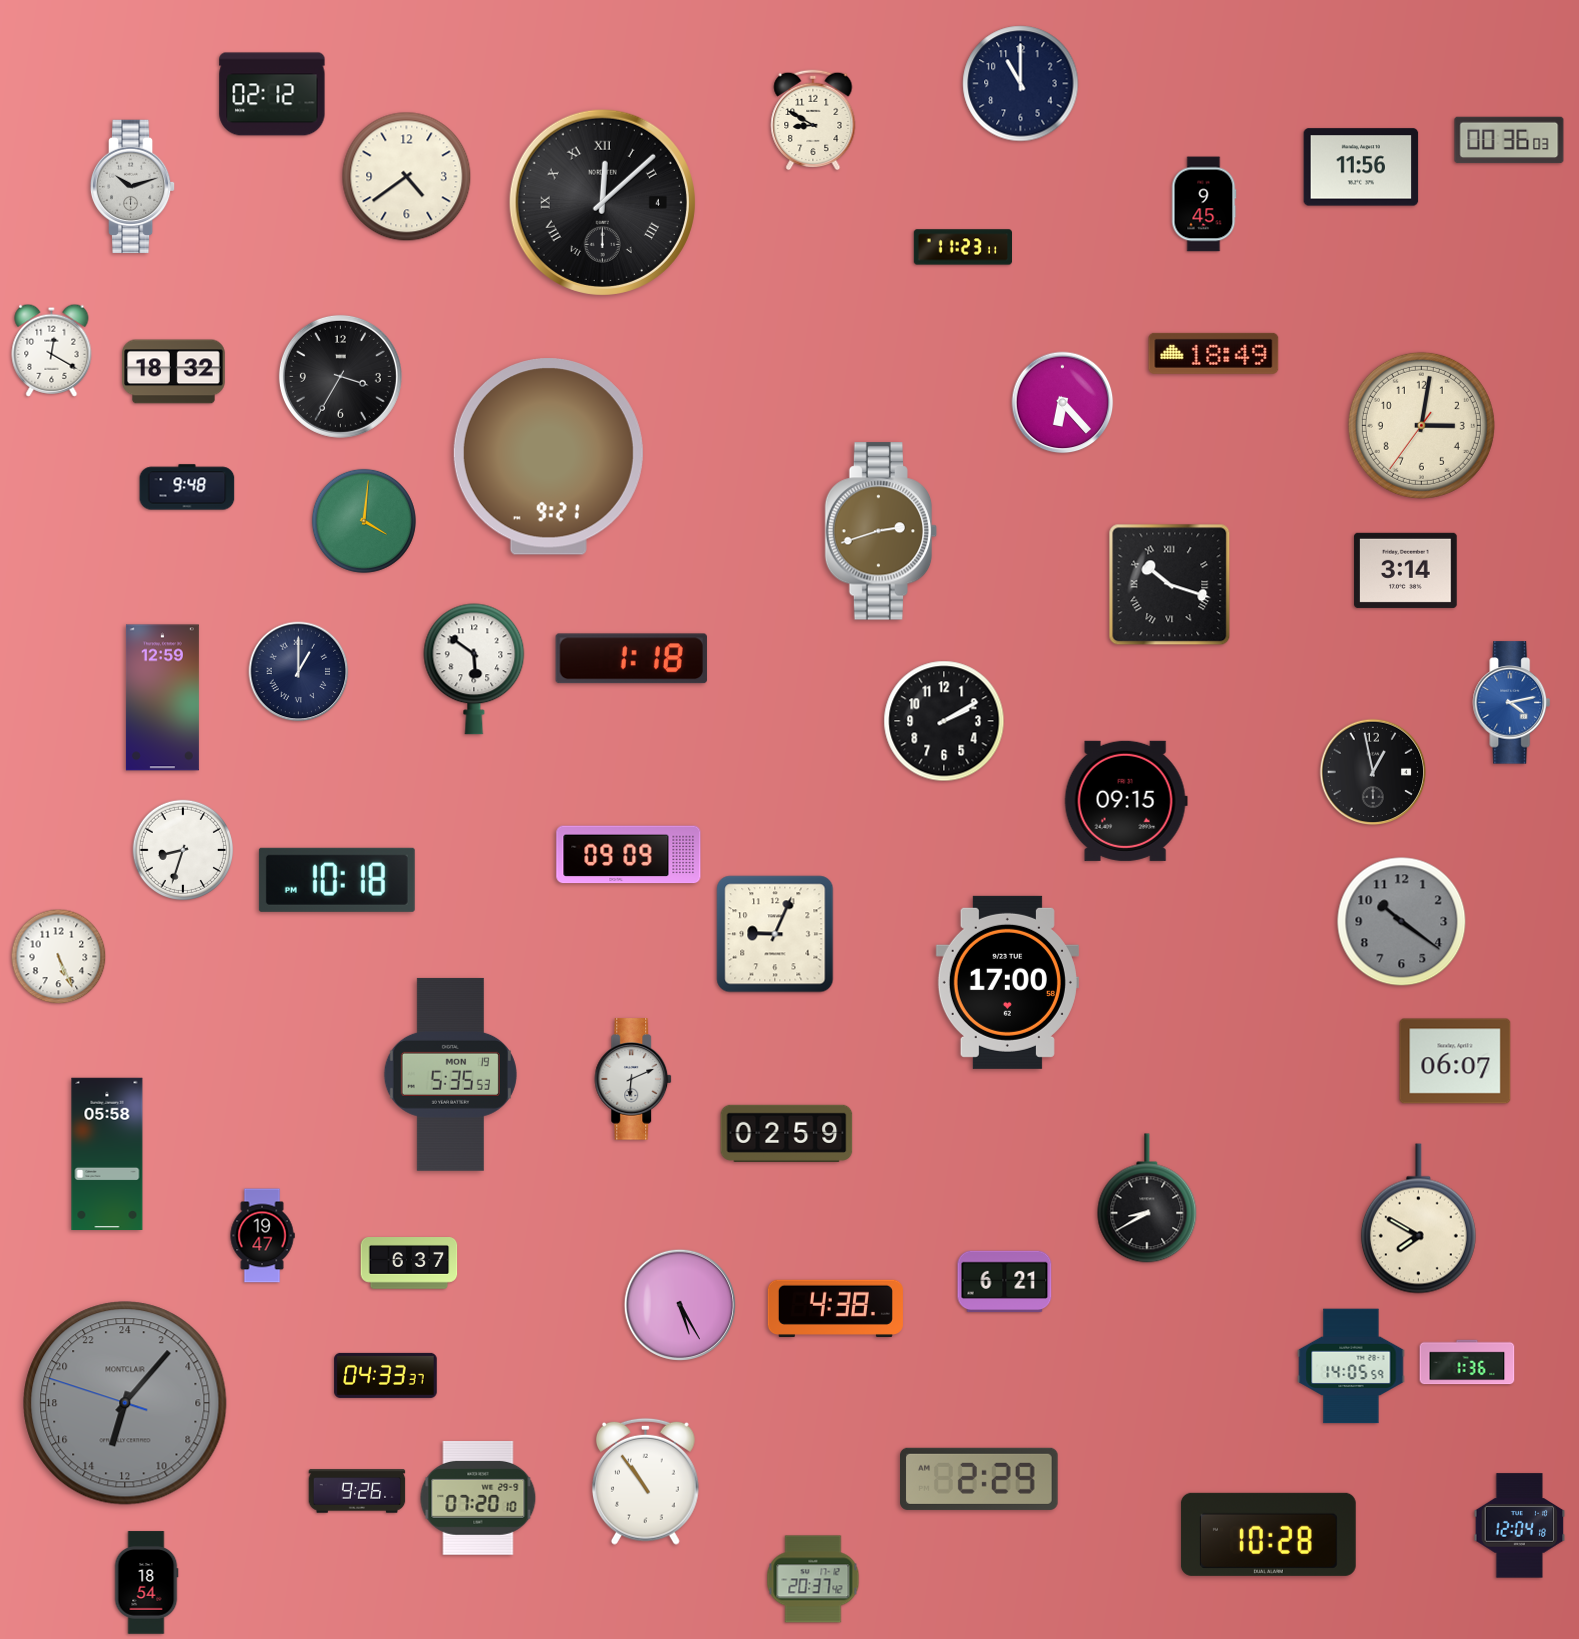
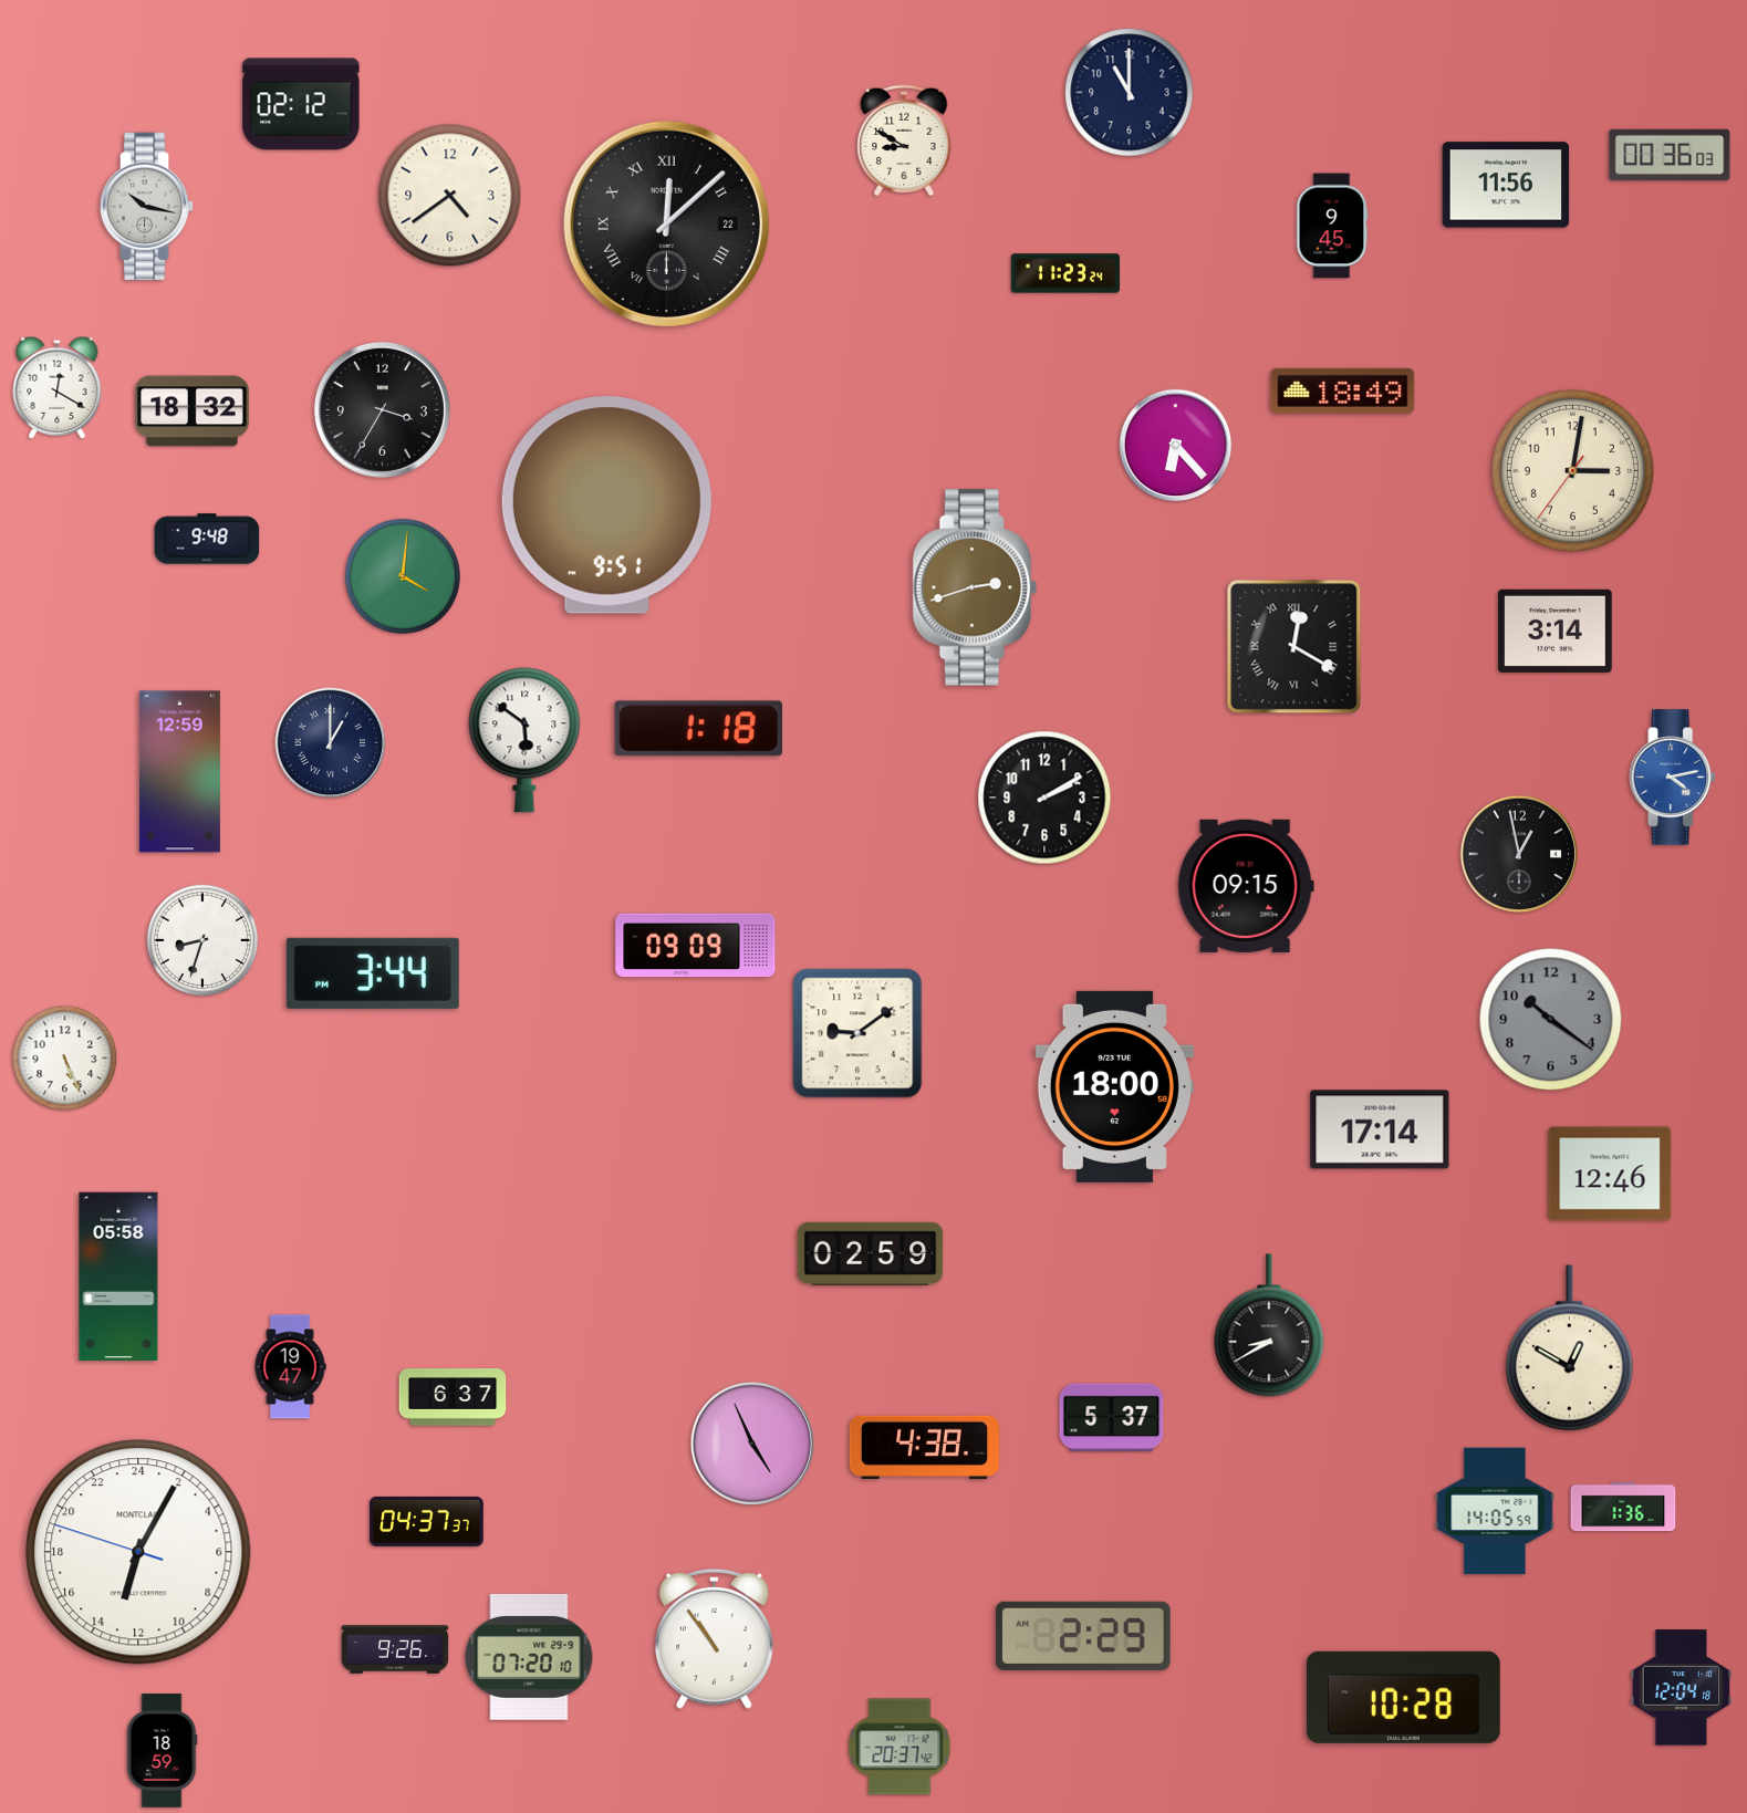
clock at (813, 120) position: (813, 120) -> (904, 140)
clock at (133, 187): 10:12 -> 10:17
clock at (602, 202) date: 4 -> 22
clock at (962, 247): 11:23:11 -> 11:23:24
clock at (340, 376) position: (340, 376) -> (382, 409)
clock at (548, 457): 9:21 -> 9:51
clock at (1170, 585): 10:18 -> 12:20
clock at (337, 880): 10:18 -> 3:44
clock at (775, 934): 9:04 -> 9:09
clock at (1007, 982): 17:00 -> 18:00
clock at (1380, 1129): none -> 17:14
clock at (1455, 1061): 06:07 -> 12:46
clock at (450, 1074): 5:35 -> none
clock at (634, 1079): 6:11 -> none
clock at (1418, 1219): 7:50 -> 12:50
clock at (1005, 1282): 6:21 -> 5:37
clock at (680, 1305): 5:25 -> 4:56
clock at (386, 1375): 04:33 -> 04:37
clock at (125, 1403): 13:06 -> 13:04
clock at (125, 1403) dial: grey -> white
clock at (146, 1583): 18:54 -> 18:59
